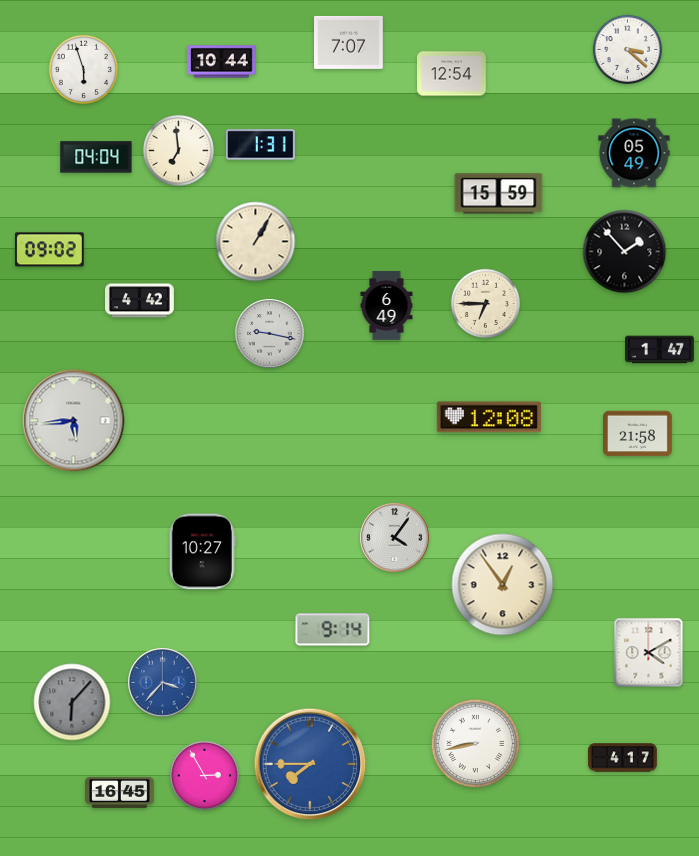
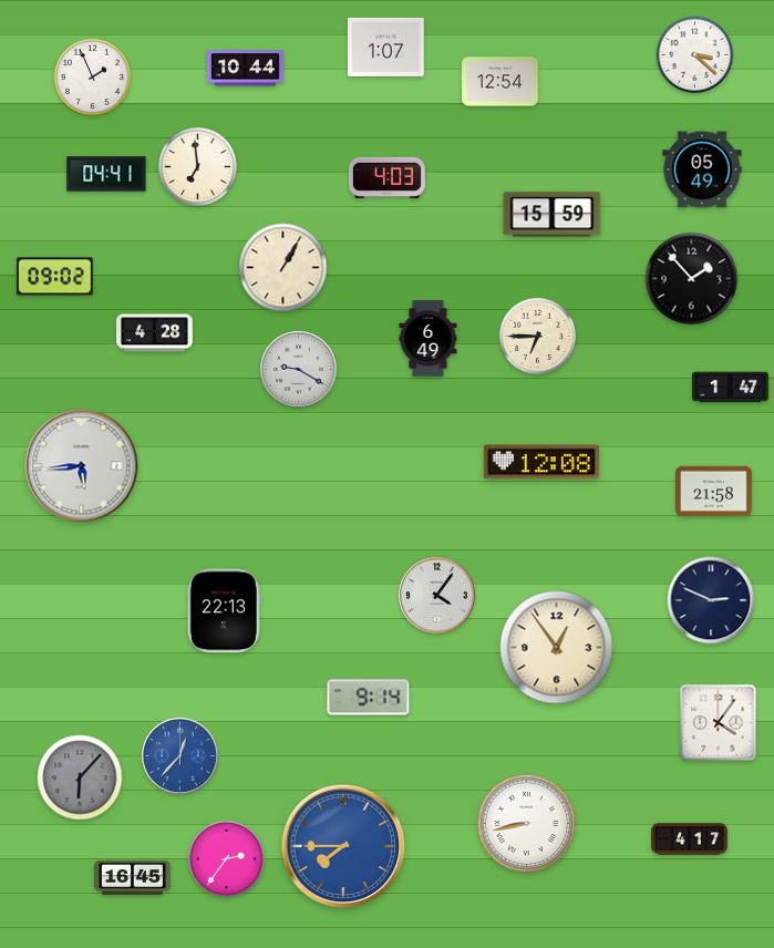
clock at (349, 42): 7:07 -> 1:07
clock at (83, 69): 5:57 -> 1:56
clock at (260, 145): 1:31 -> none
clock at (96, 157): 04:04 -> 04:41
clock at (388, 177): none -> 4:03
clock at (140, 301): 4:42 -> 4:28
clock at (270, 334): 9:17 -> 9:20
clock at (638, 434) position: (638, 434) -> (714, 492)
clock at (711, 600): none -> 2:49
clock at (202, 552): 10:27 -> 22:13
clock at (649, 653): 4:10 -> 4:06
clock at (163, 683): 3:37 -> 12:37
clock at (204, 775): 2:55 -> 2:36
